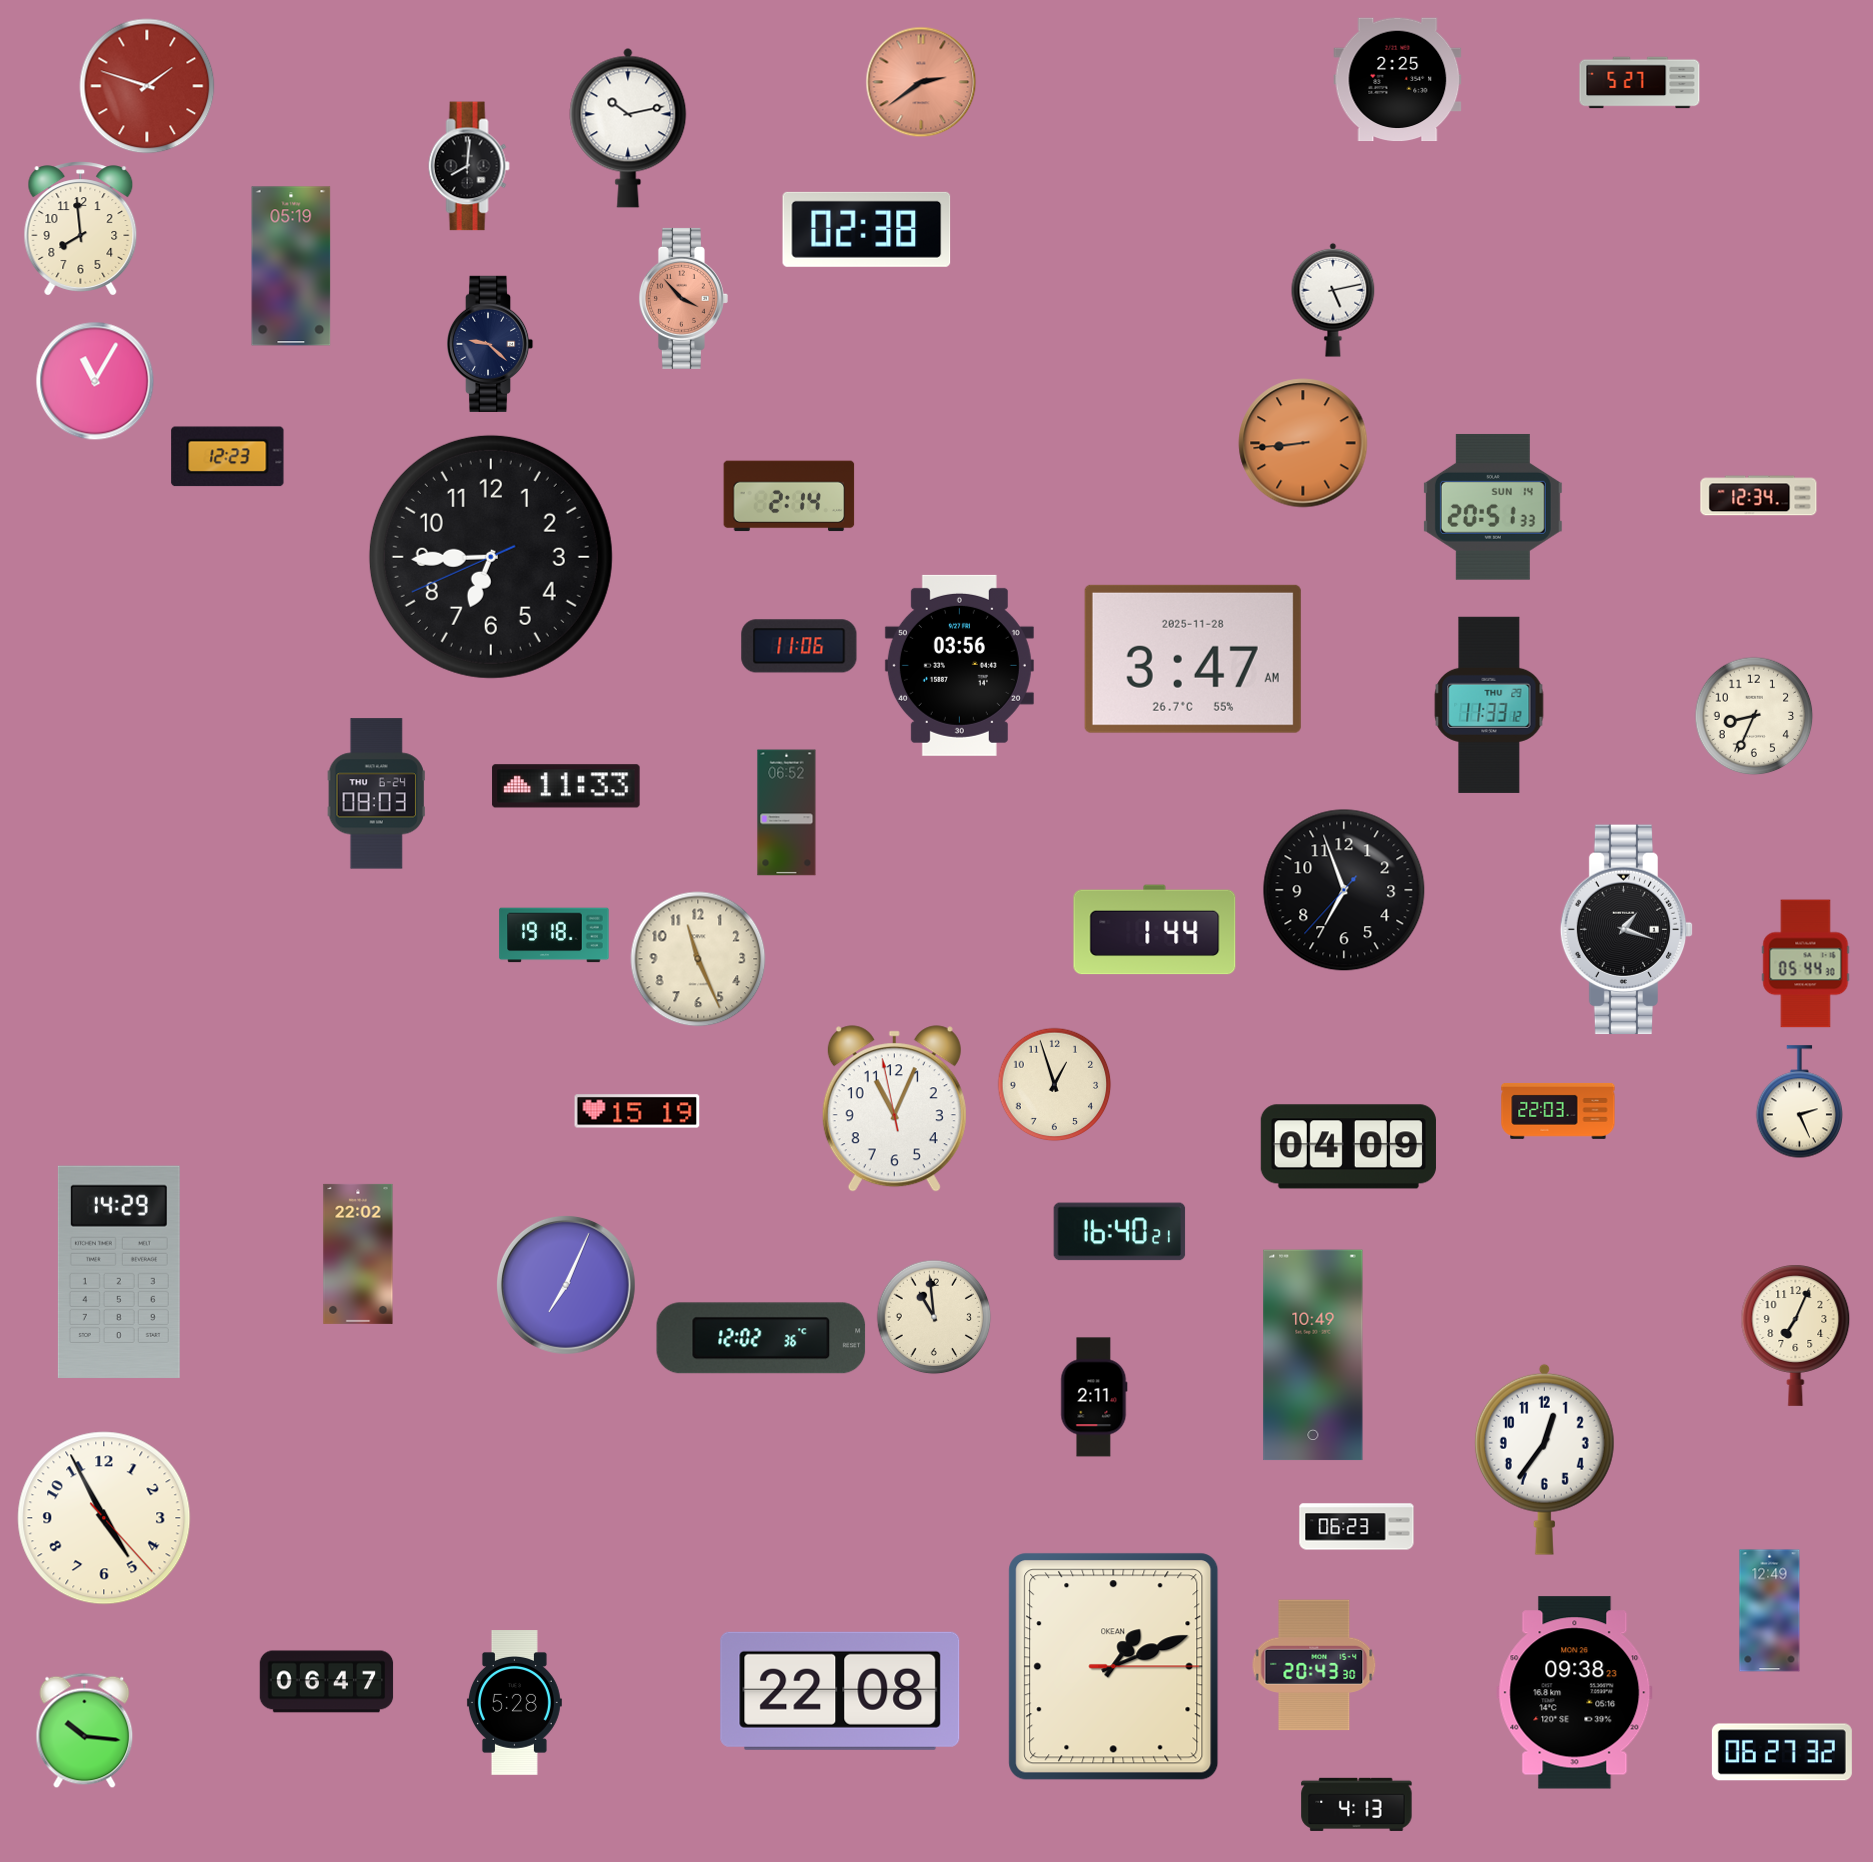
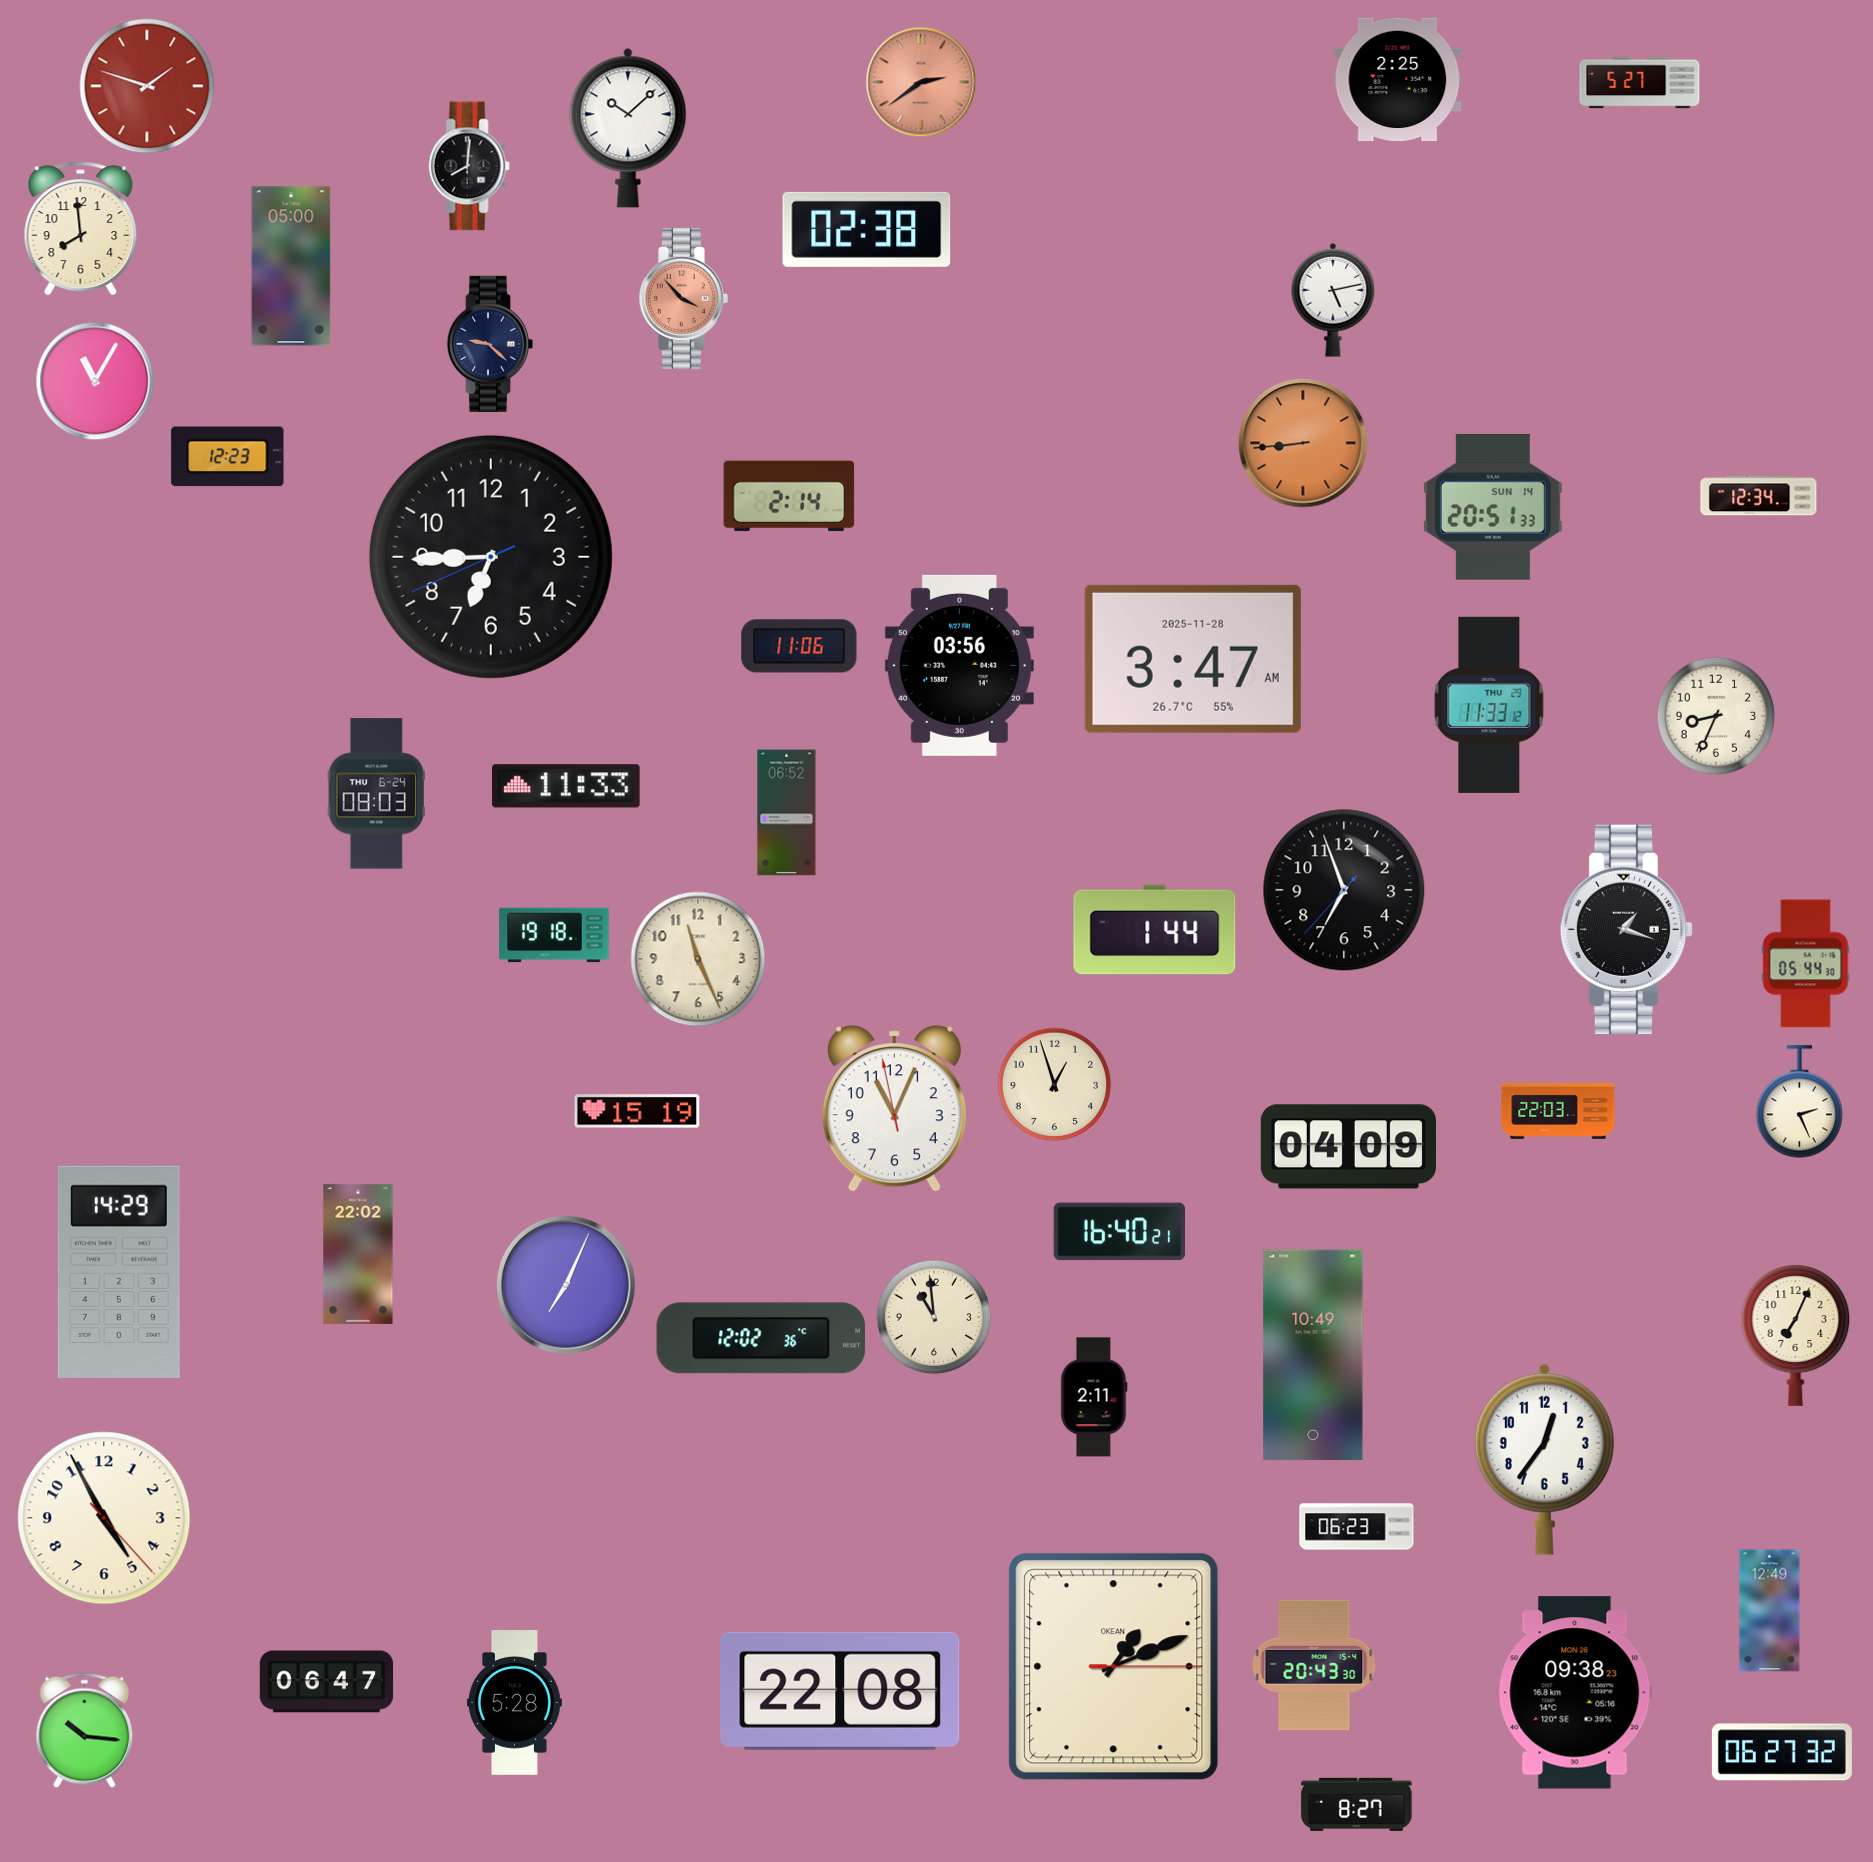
clock at (628, 128): 10:13 -> 10:08
clock at (291, 266): 05:19 -> 05:00
clock at (1754, 716) position: (1754, 716) -> (1716, 716)
clock at (1357, 1804): 4:13 -> 8:27
